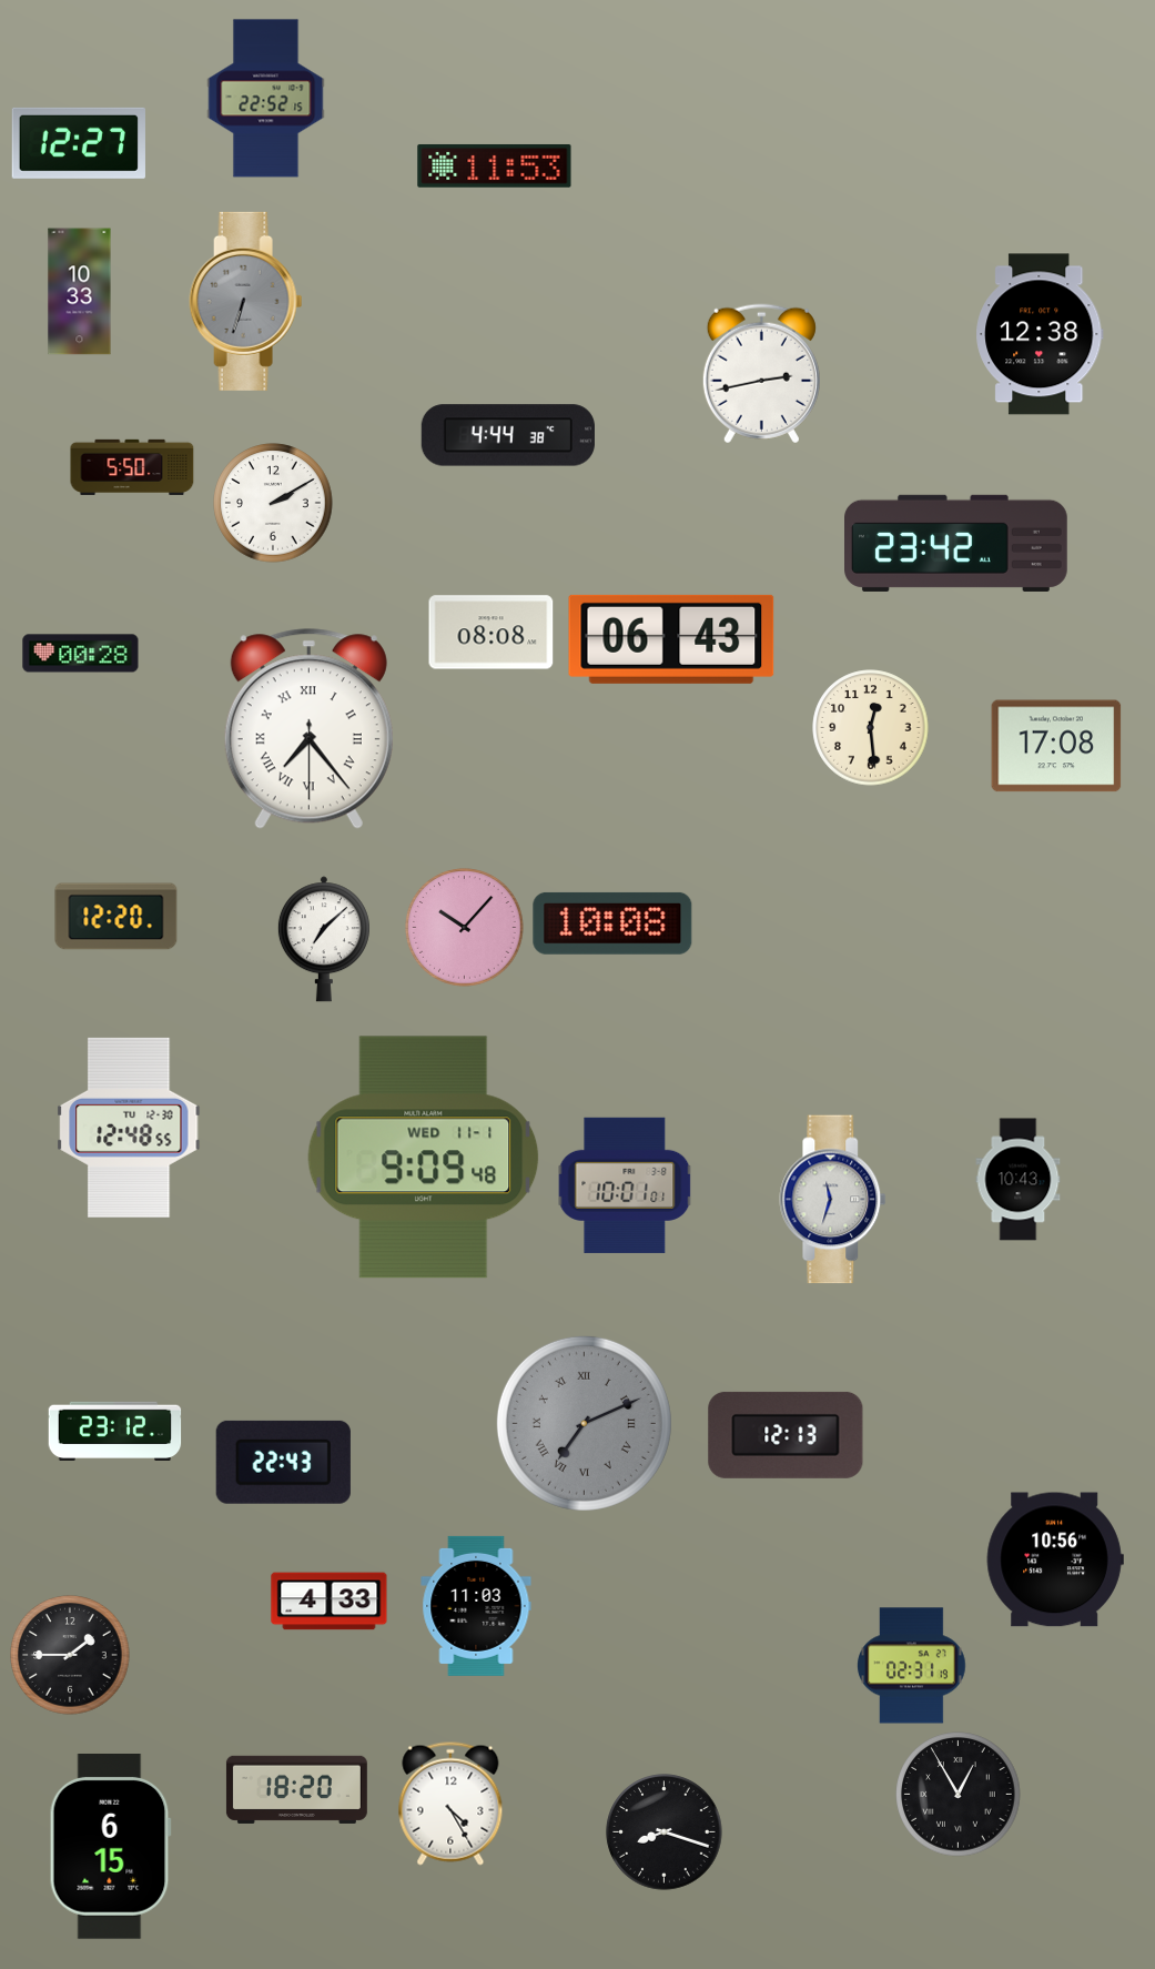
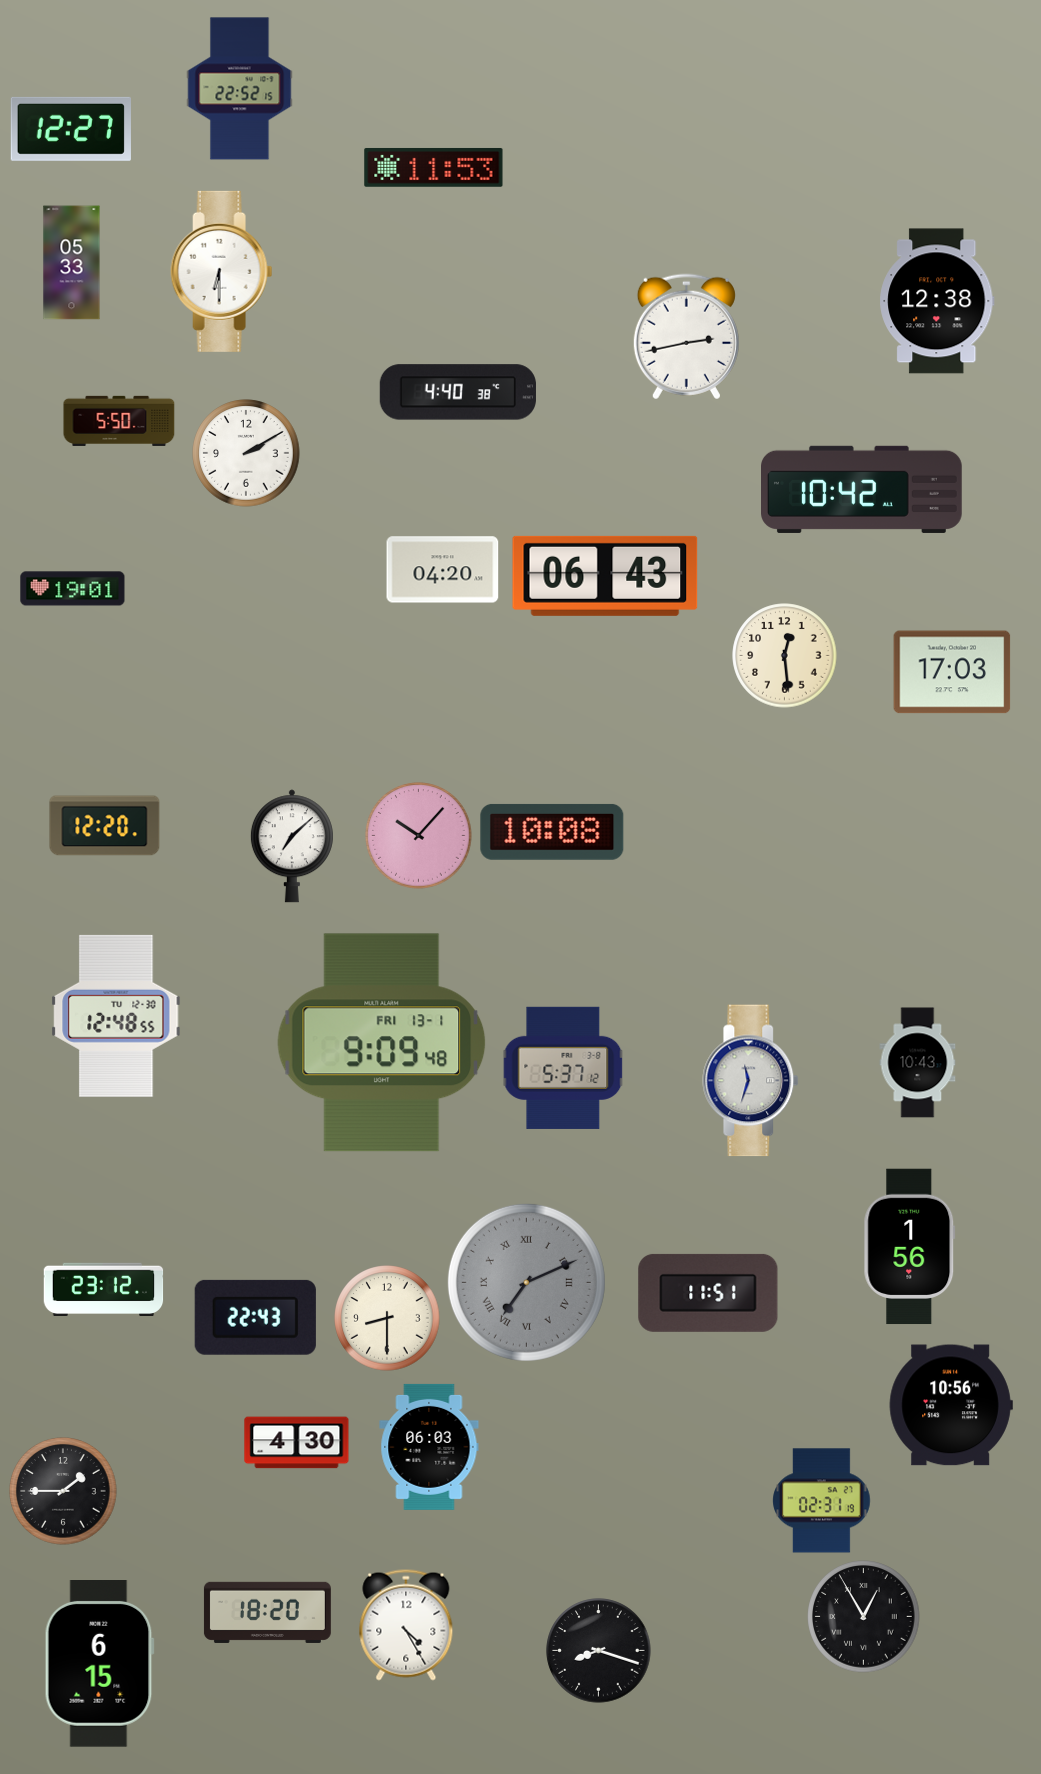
clock at (495, 165) position: (495, 165) -> (434, 167)
clock at (80, 292): 10:33 -> 05:33
clock at (246, 301): 6:33 -> 6:30
clock at (246, 301) dial: grey -> white
clock at (508, 435): 4:44 -> 4:40
clock at (956, 543): 23:42 -> 10:42
clock at (492, 633): 08:08 -> 04:20
clock at (81, 654): 00:28 -> 19:01
clock at (308, 729): 7:23 -> none
clock at (1056, 746): 17:08 -> 17:03
clock at (424, 1158) date: WED 11-1 -> FRI 13-1
clock at (625, 1185): 10:01 -> 5:37
clock at (910, 1247): none -> 1:56
clock at (786, 1435): 12:13 -> 11:51
clock at (387, 1318): none -> 8:30
clock at (330, 1602): 4:33 -> 4:30
clock at (476, 1606): 11:03 -> 06:03
